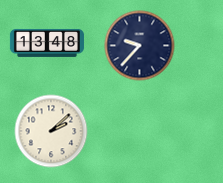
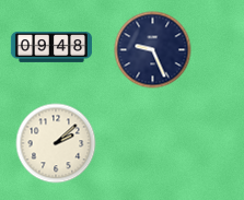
clock at (47, 43): 13:48 -> 09:48
clock at (140, 46): 9:37 -> 9:26
